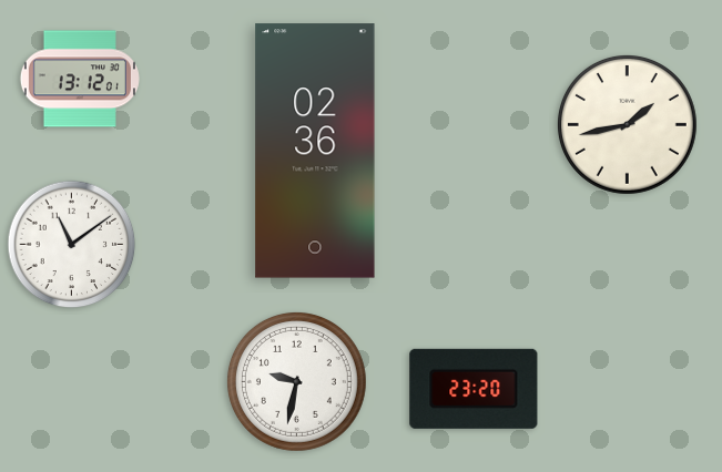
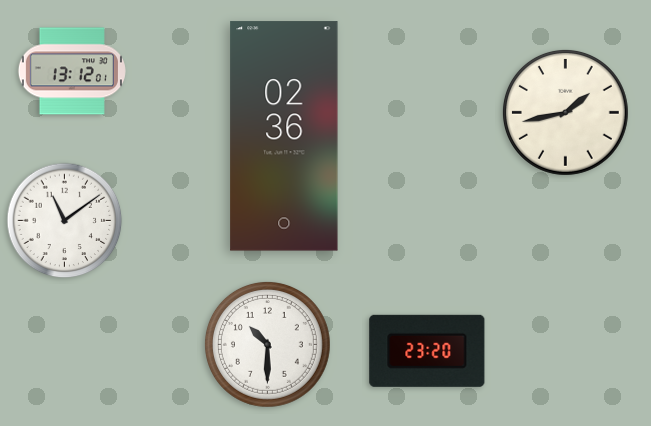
clock at (296, 381): 9:32 -> 10:30
